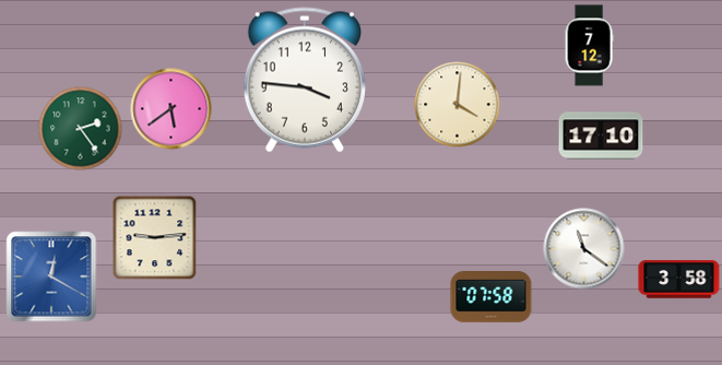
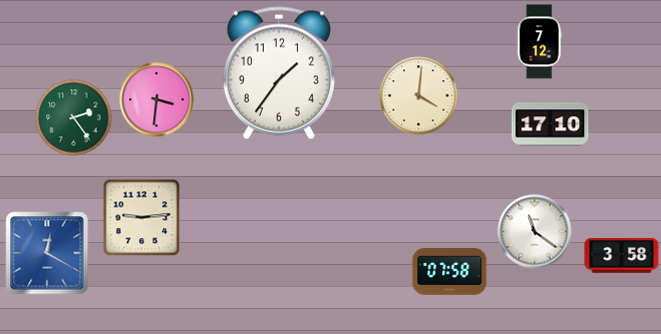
clock at (305, 80): 3:46 -> 1:36
clock at (171, 109): 5:39 -> 3:31
clock at (584, 249) position: (584, 249) -> (535, 232)
